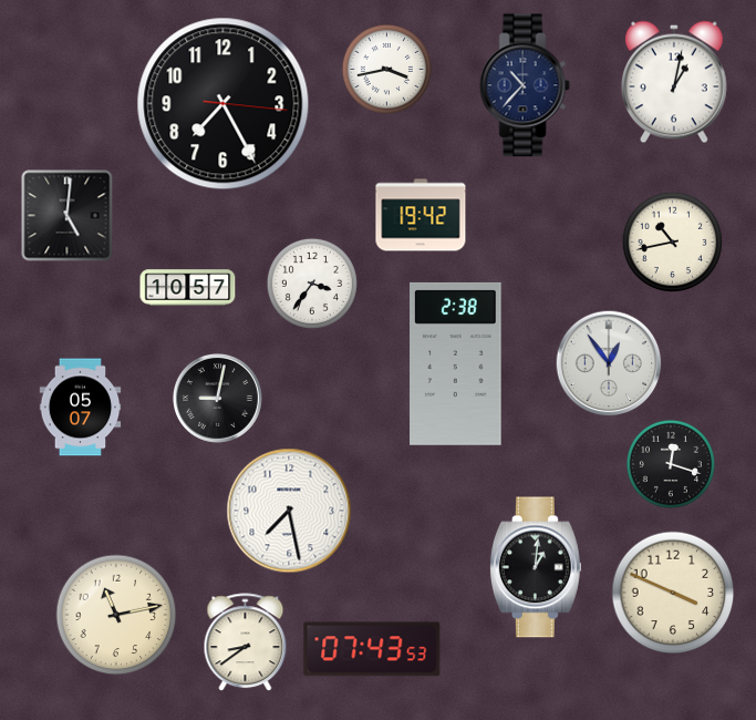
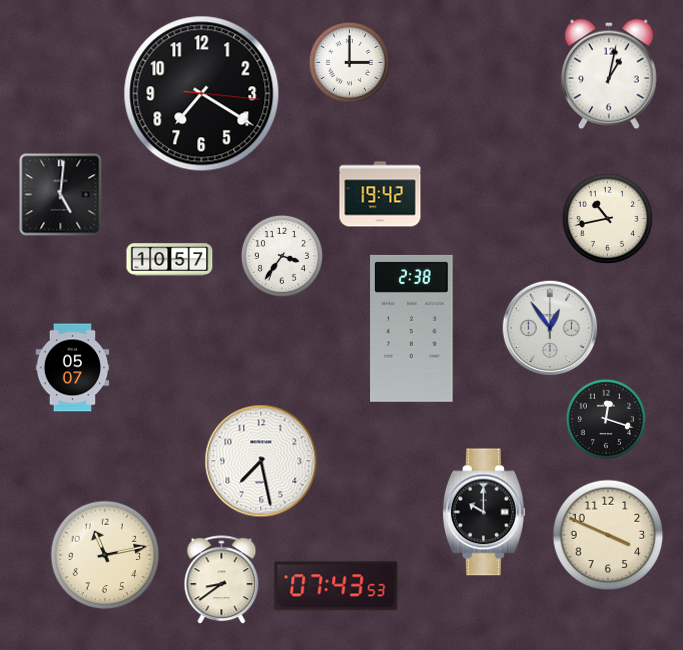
clock at (386, 69): 3:43 -> 3:00
clock at (525, 85): 10:37 -> none
clock at (224, 104): 7:25 -> 7:20
clock at (217, 398): 9:02 -> none
clock at (536, 567): 1:01 -> 10:00
